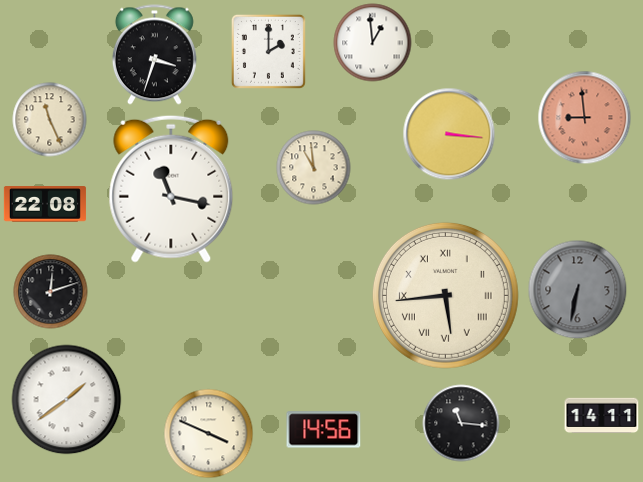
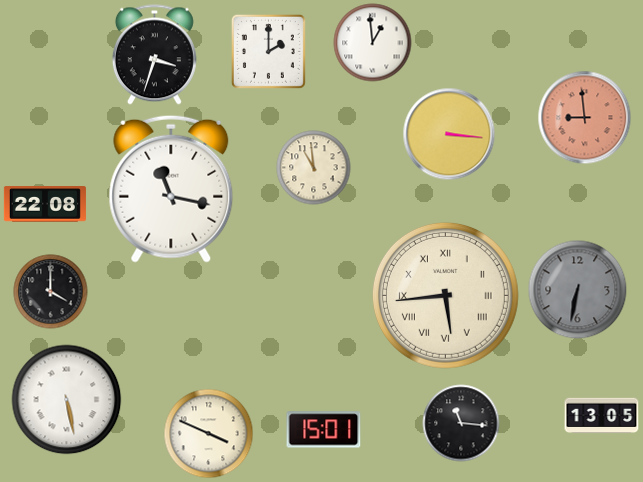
clock at (50, 120): 11:26 -> none
clock at (51, 292): 12:12 -> 4:00
clock at (67, 400): 1:39 -> 5:28
clock at (602, 416): 14:11 -> 13:05
clock at (324, 430): 14:56 -> 15:01
